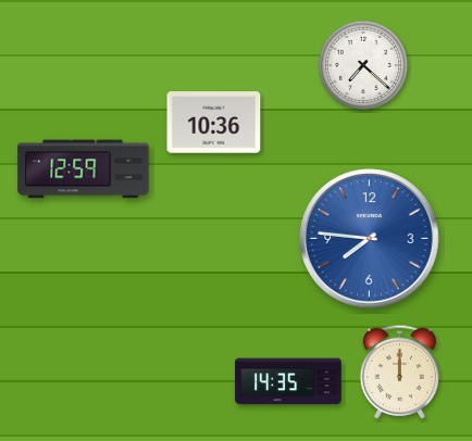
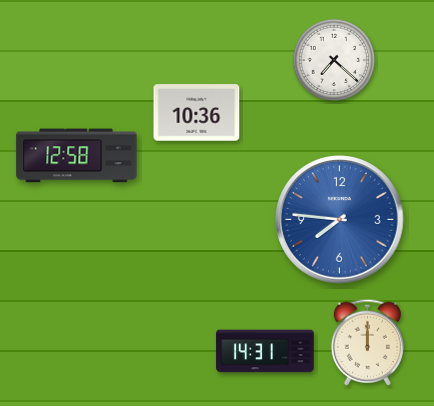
clock at (84, 169): 12:59 -> 12:58
clock at (288, 381): 14:35 -> 14:31
